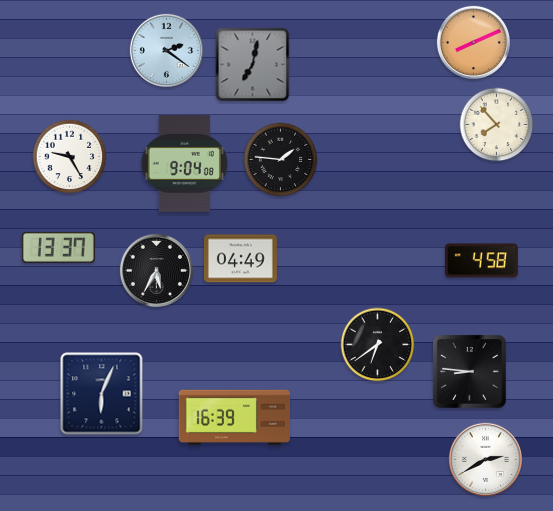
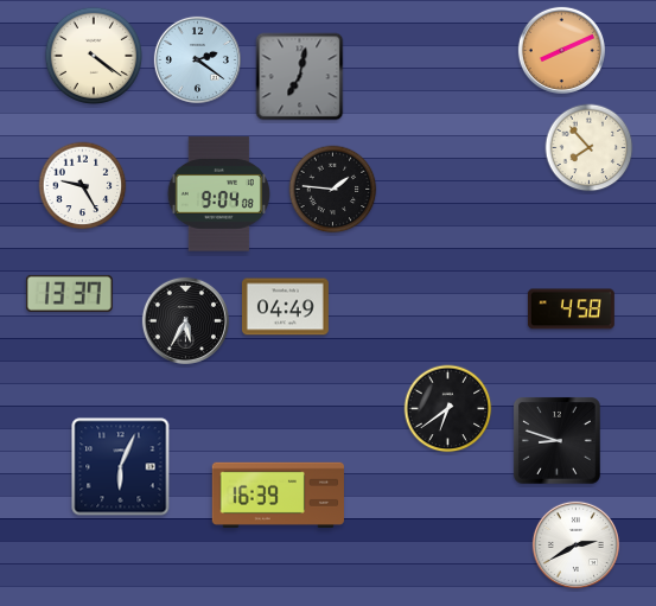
clock at (93, 55): none -> 4:21
clock at (470, 372): 8:46 -> 8:48
